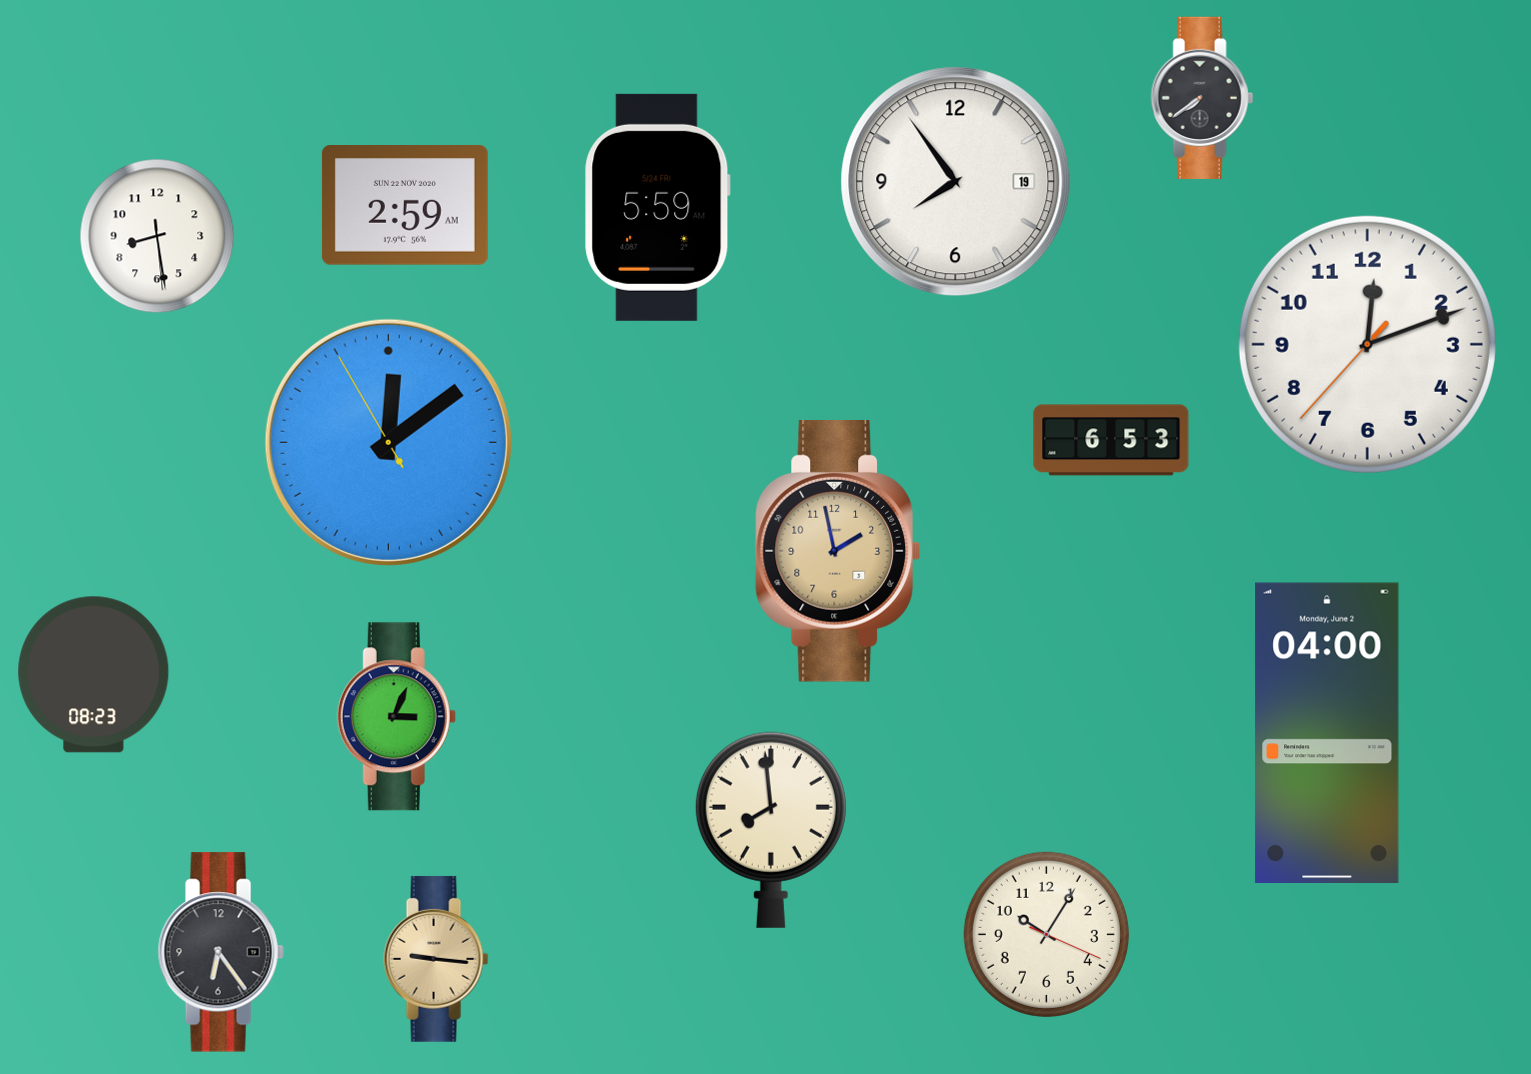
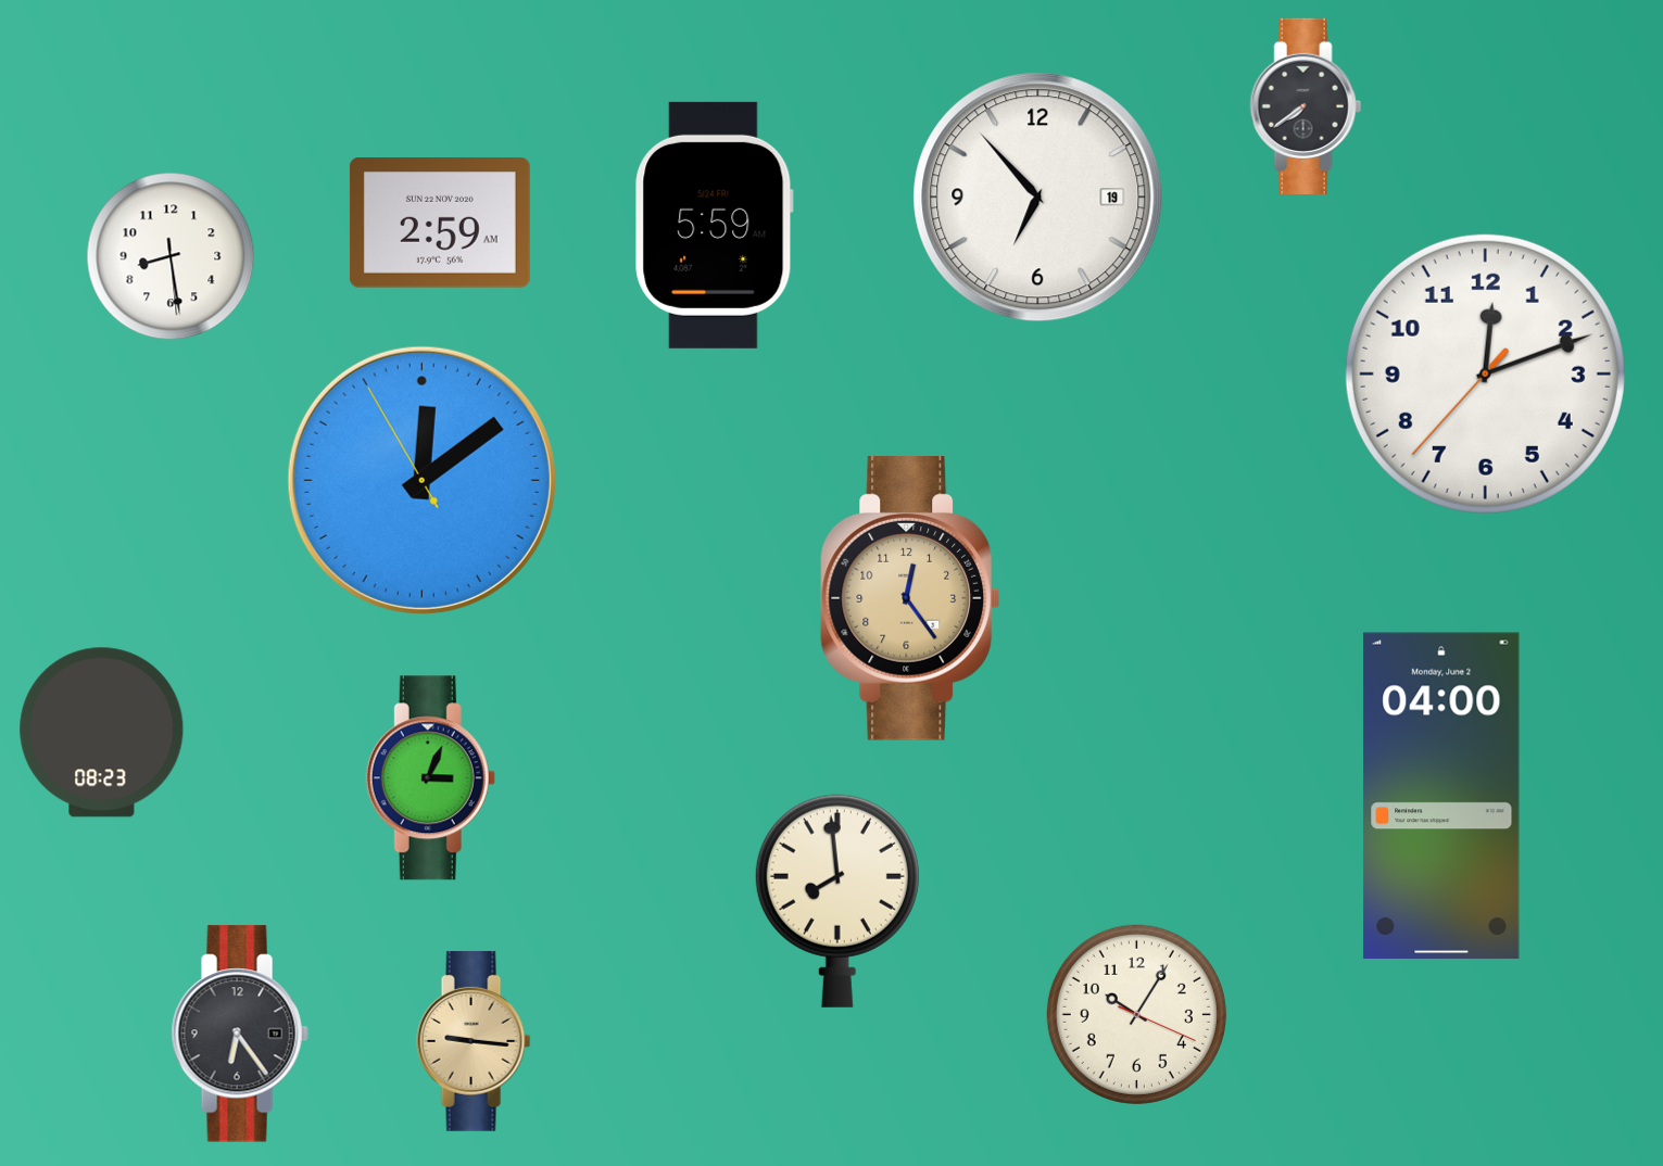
clock at (956, 182): 7:54 -> 6:53
clock at (1111, 440): 6:53 -> none
clock at (837, 552): 1:58 -> 12:24
